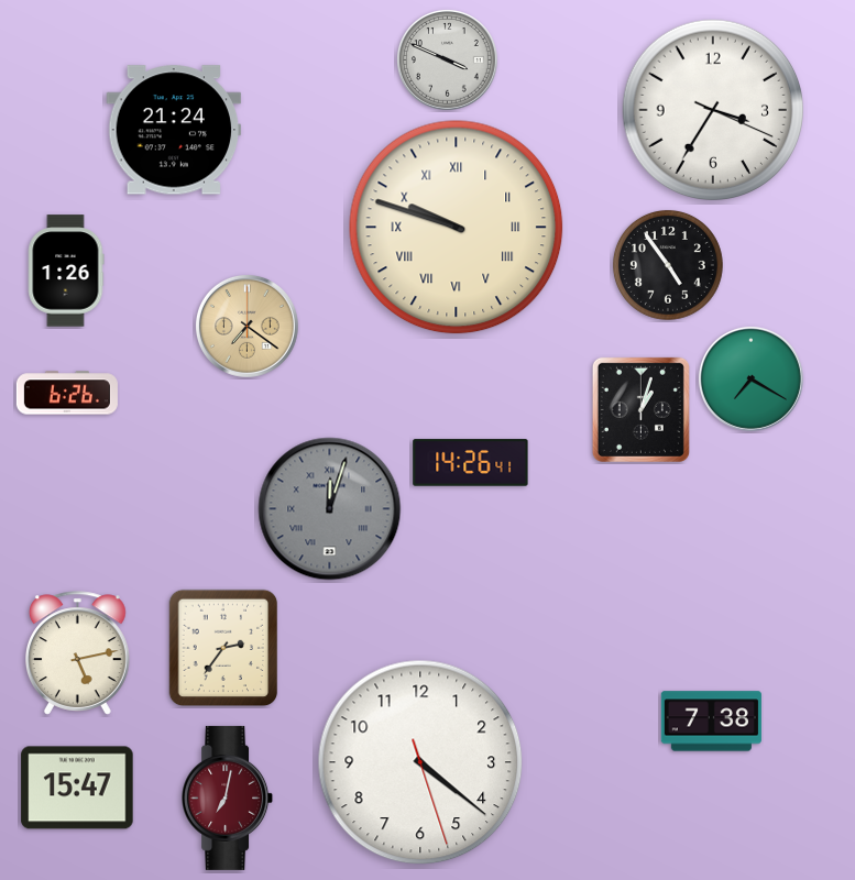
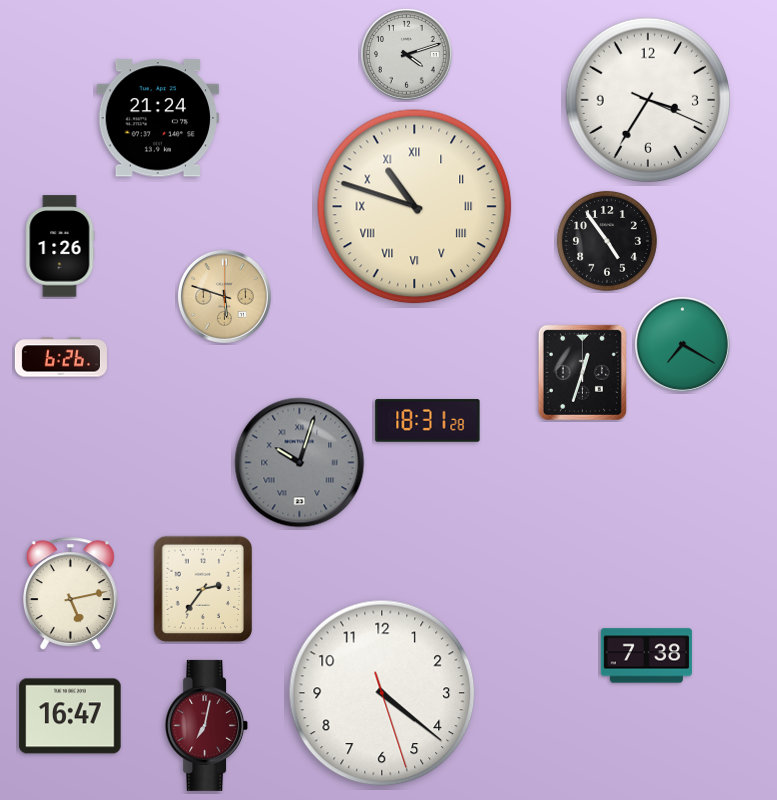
clock at (448, 61): 3:49 -> 4:12
clock at (457, 228): 9:48 -> 10:48
clock at (246, 326): 7:21 -> 5:48
clock at (640, 409): 1:03 -> 12:33
clock at (471, 463): 14:26 -> 18:31
clock at (330, 509): 12:03 -> 10:03
clock at (77, 788): 15:47 -> 16:47
